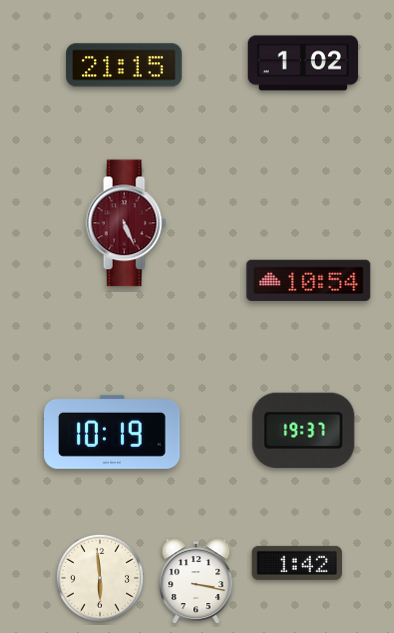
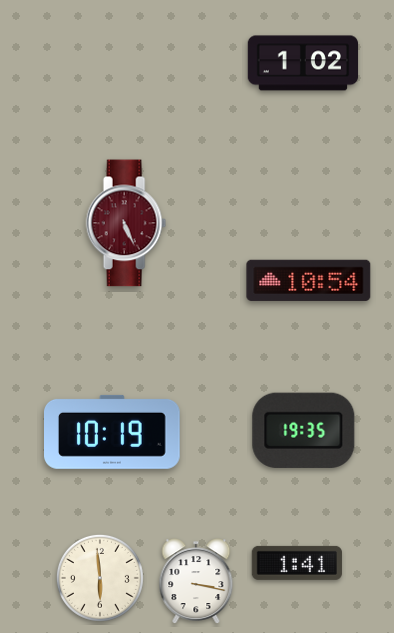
clock at (124, 65): 21:15 -> none
clock at (304, 430): 19:37 -> 19:35
clock at (297, 563): 1:42 -> 1:41
